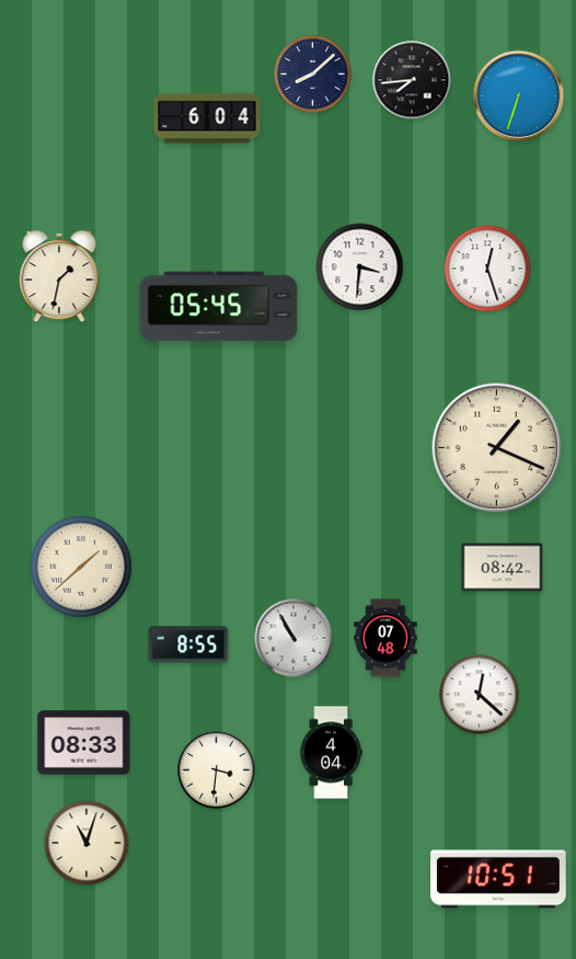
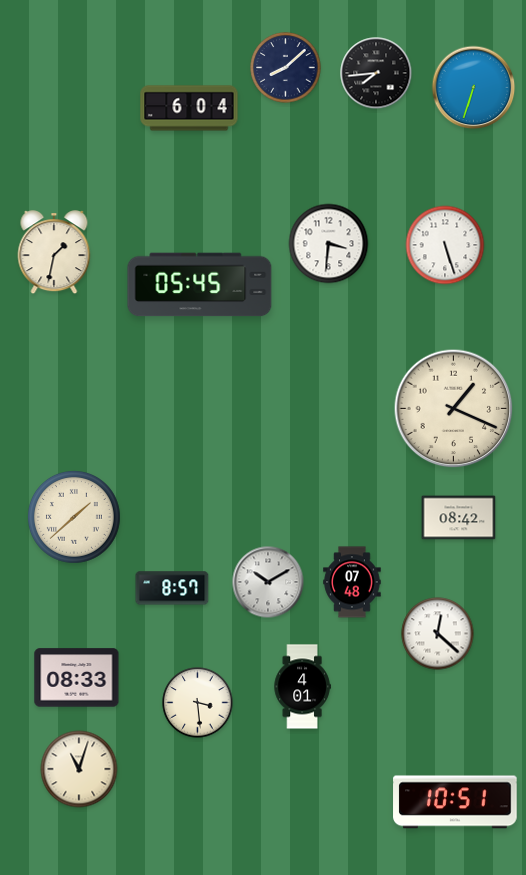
clock at (487, 269): 12:27 -> 5:27
clock at (219, 307) position: (219, 307) -> (200, 285)
clock at (293, 638): 10:55 -> 10:10
clock at (188, 644): 8:55 -> 8:57
clock at (331, 753): 4:04 -> 4:01
clock at (217, 770): 3:31 -> 3:29
